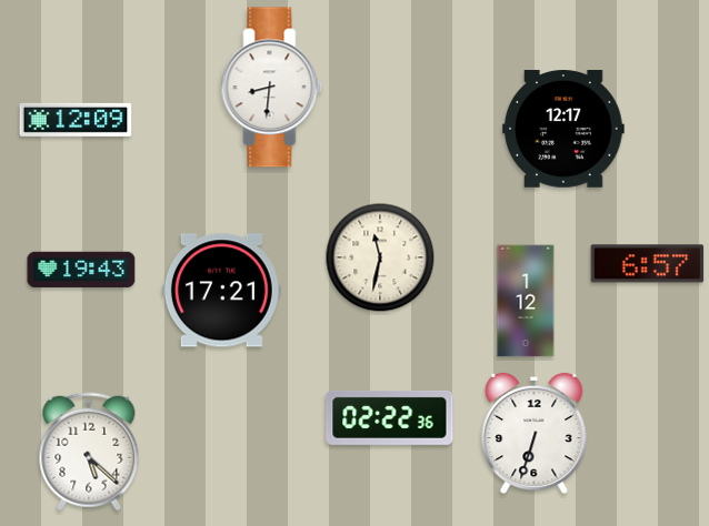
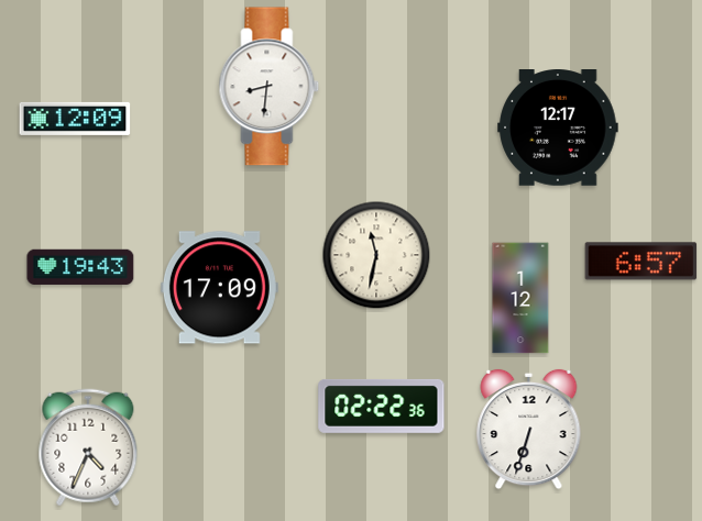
clock at (221, 291): 17:21 -> 17:09
clock at (390, 417) position: (390, 417) -> (382, 406)
clock at (89, 452): 5:22 -> 4:34
